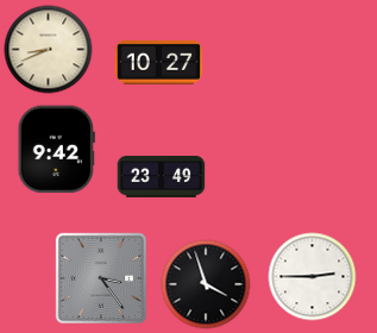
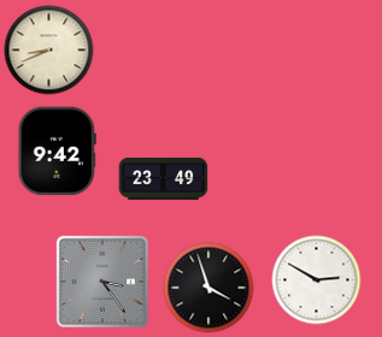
clock at (159, 63): 10:27 -> none
clock at (313, 277): 2:45 -> 2:50
